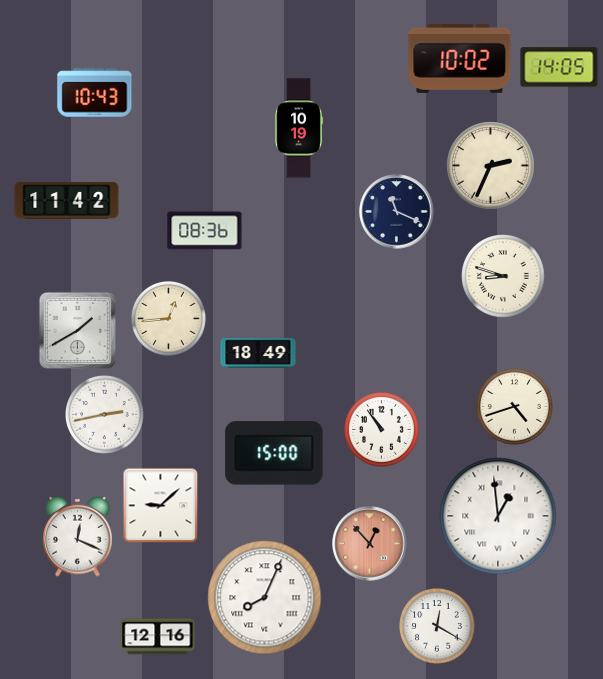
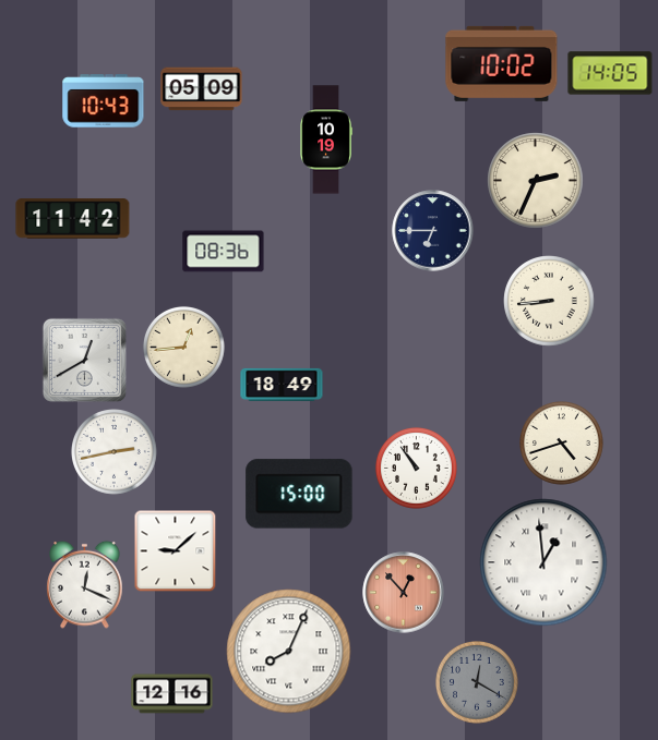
clock at (202, 89): none -> 05:09
clock at (397, 212): 11:19 -> 6:45
clock at (503, 276): 8:48 -> 8:44
clock at (77, 330): 1:40 -> 12:40
clock at (438, 627) dial: white -> grey
